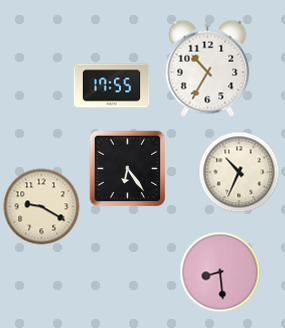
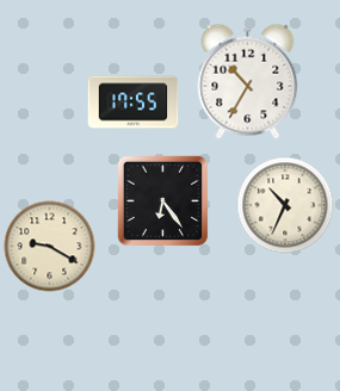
clock at (127, 168) position: (127, 168) -> (162, 200)
clock at (220, 272): 8:29 -> none
